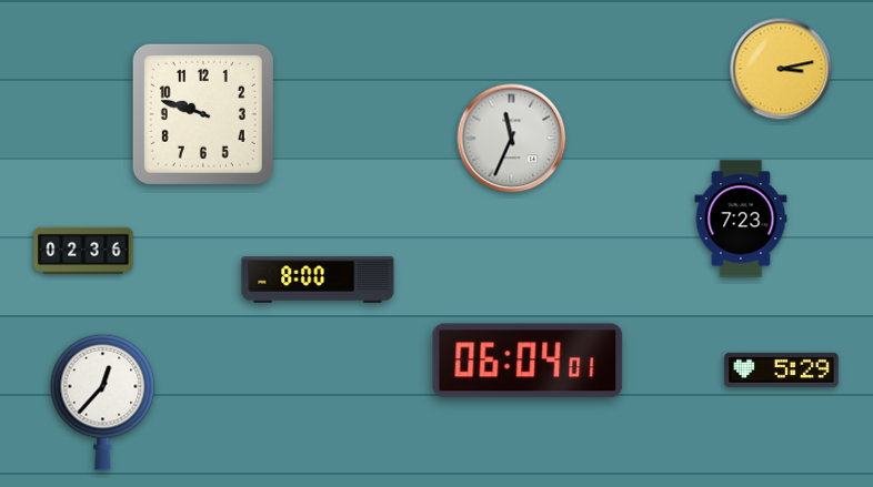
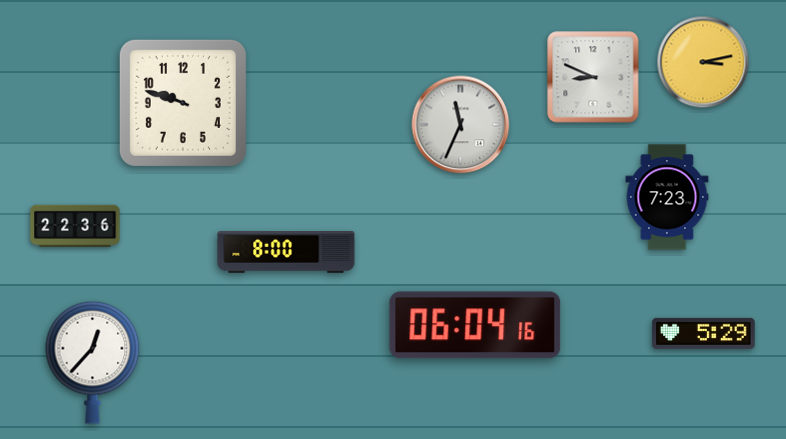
clock at (593, 77): none -> 8:49
clock at (83, 250): 02:36 -> 22:36
clock at (528, 361): 06:04:01 -> 06:04:16
